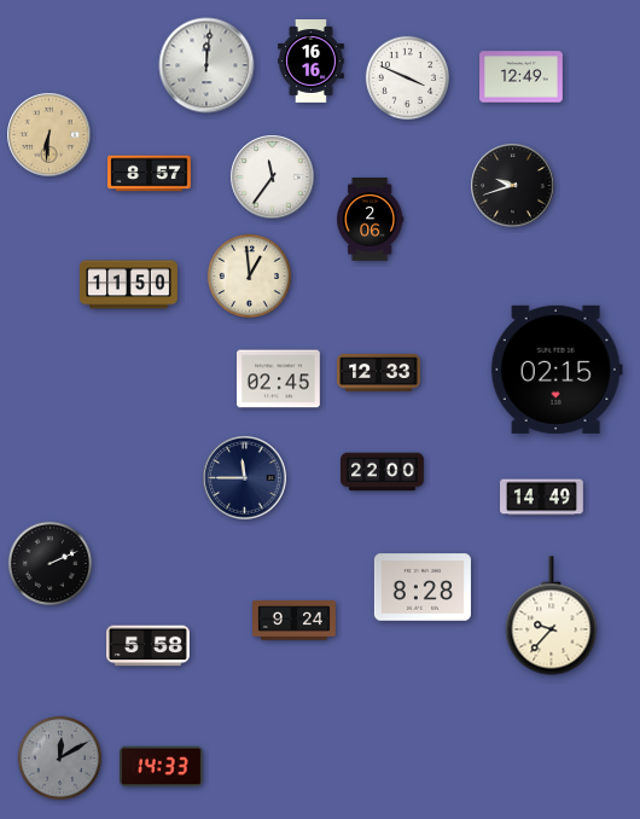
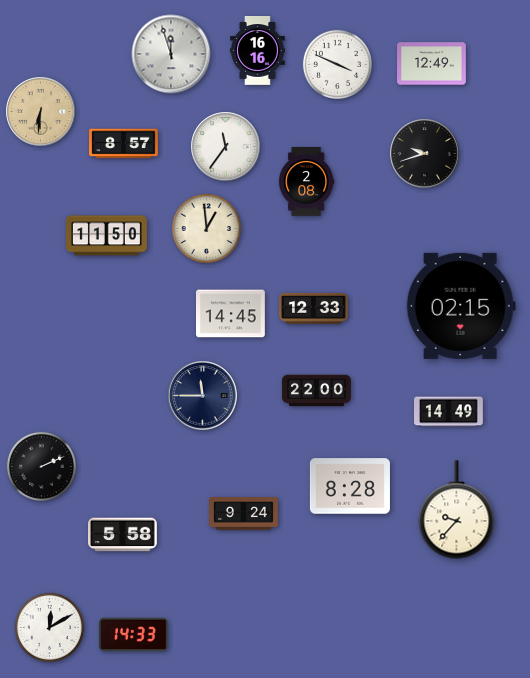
clock at (206, 65): 12:01 -> 11:57
clock at (371, 220): 2:06 -> 2:08
clock at (279, 379): 02:45 -> 14:45
clock at (59, 757) dial: grey -> white
